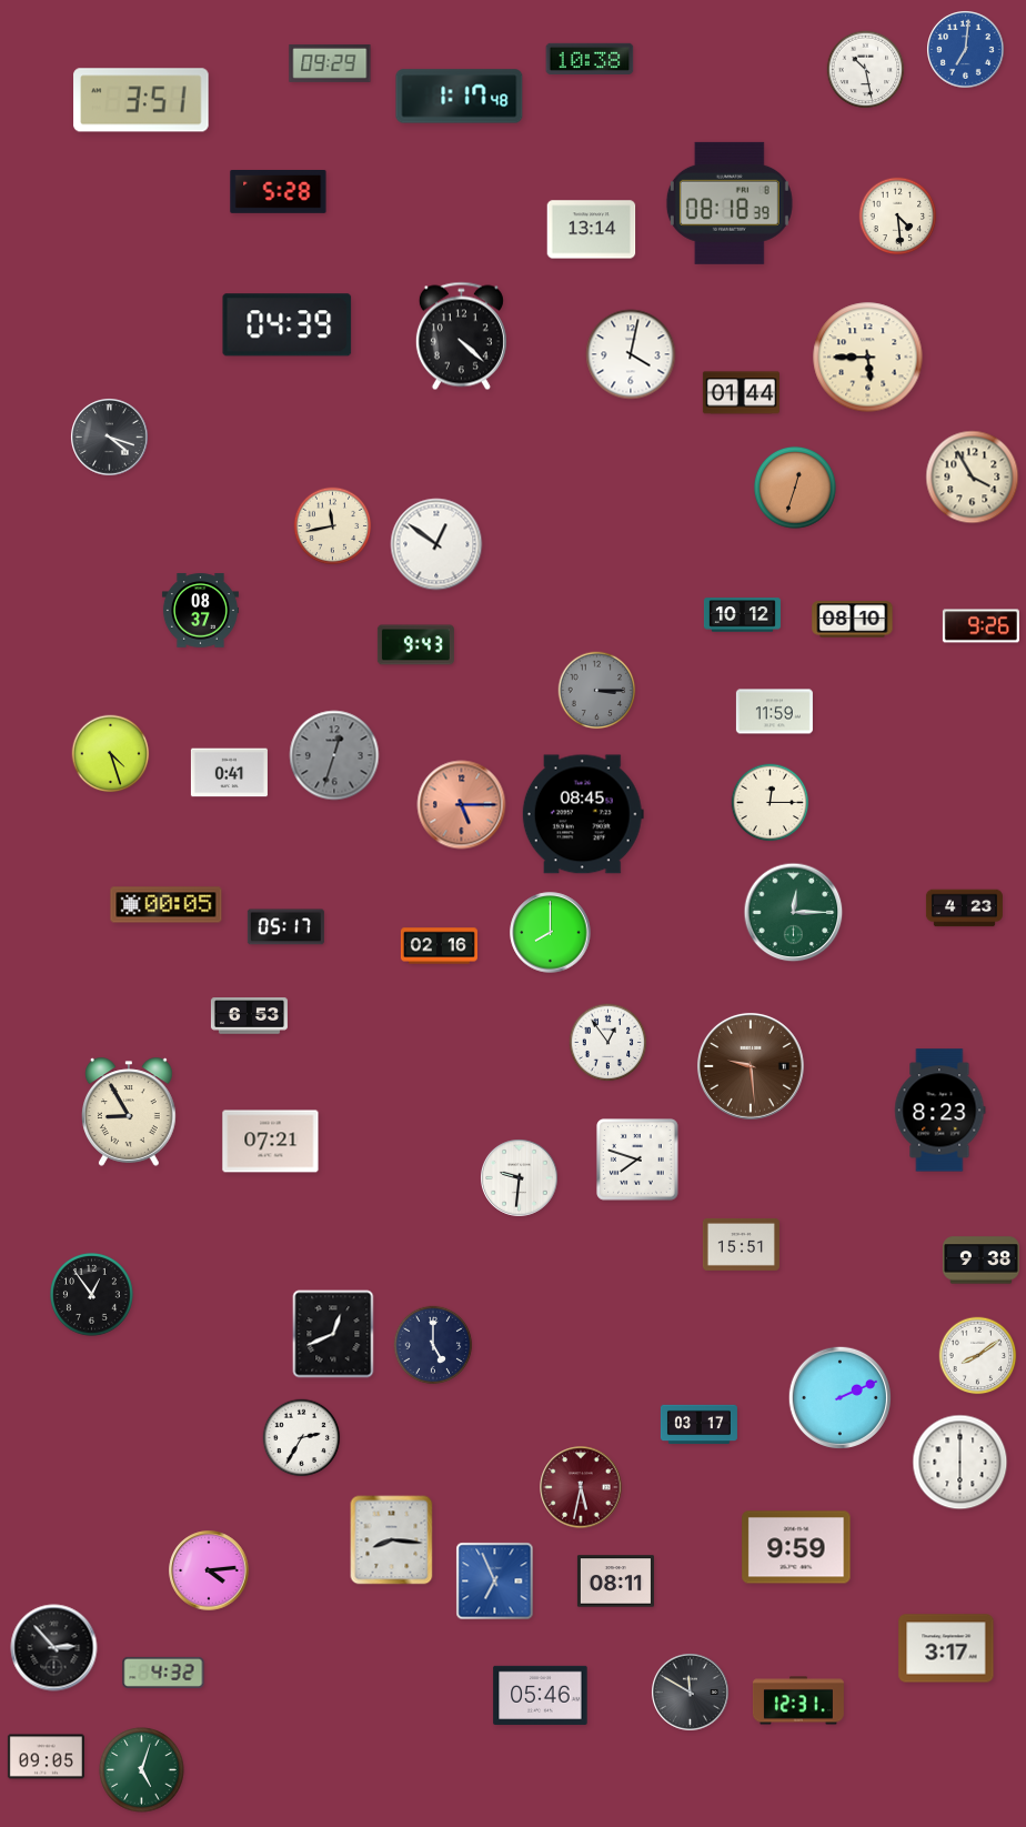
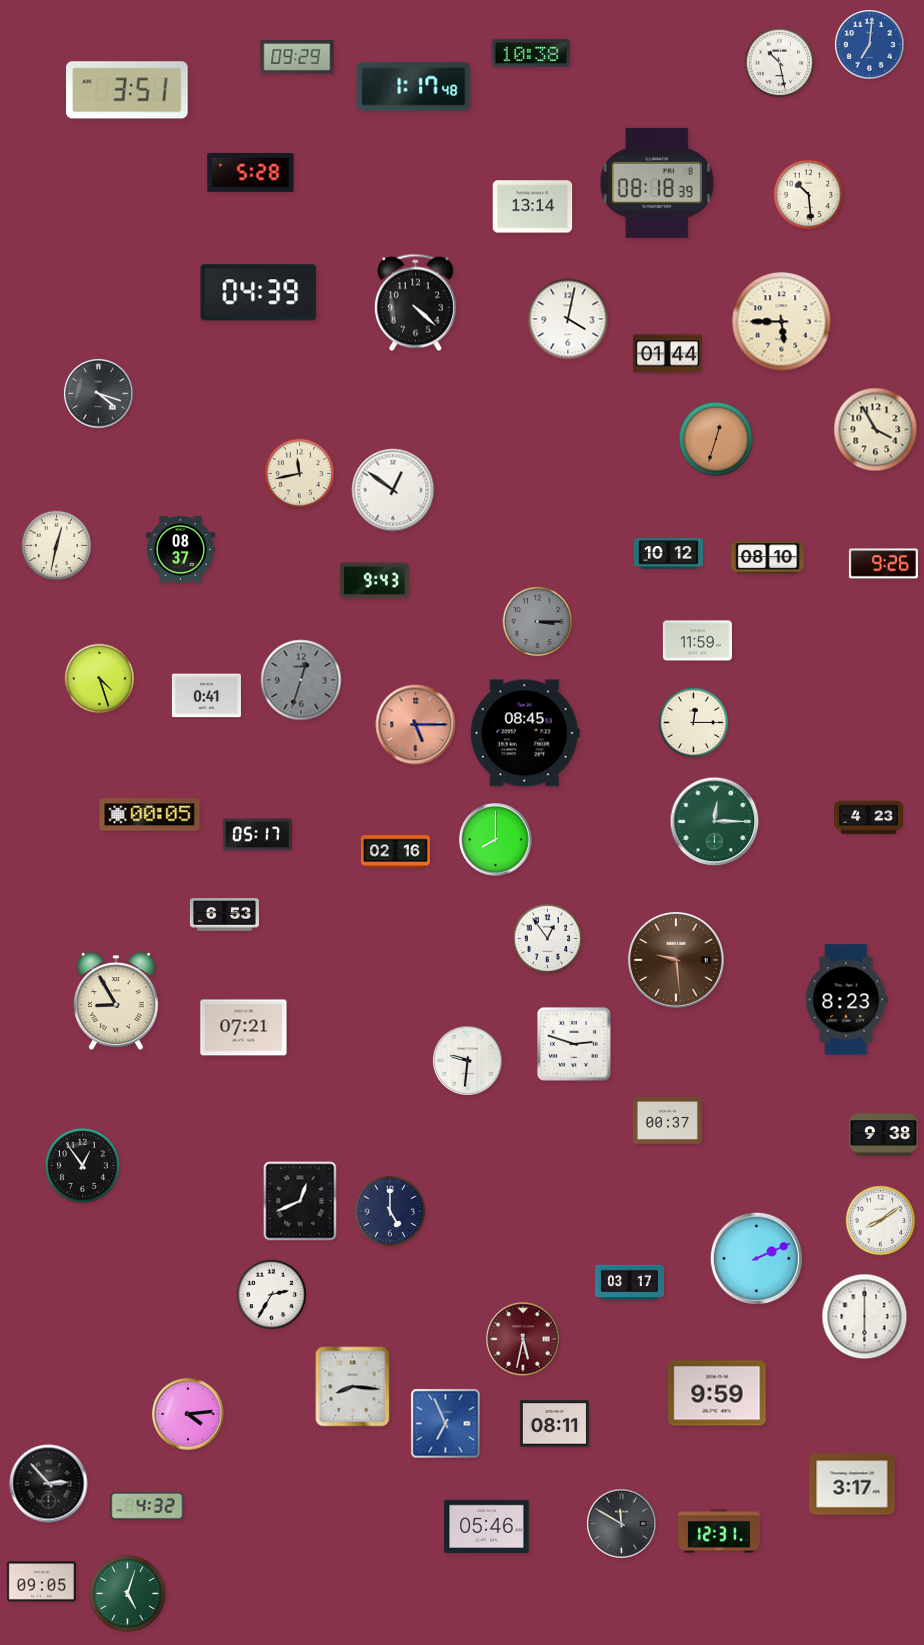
clock at (898, 217): 4:29 -> 10:29
clock at (57, 546): none -> 12:32
clock at (638, 1161): 7:48 -> 2:48
clock at (741, 1244): 15:51 -> 00:37
